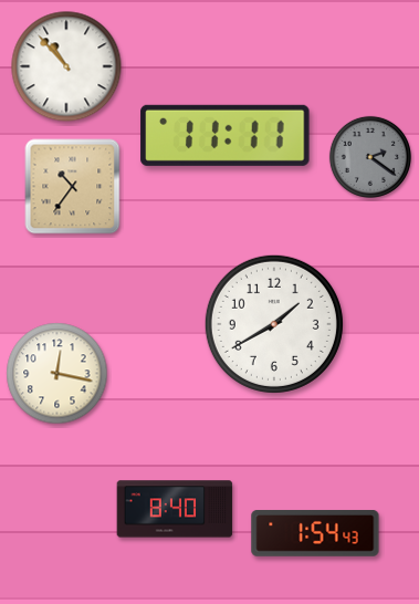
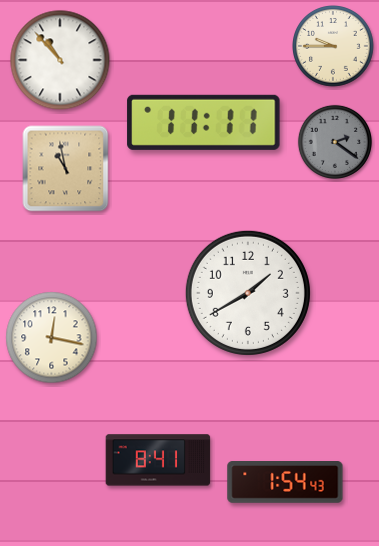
clock at (334, 47): none -> 9:45
clock at (73, 187): 10:36 -> 10:58
clock at (175, 509): 8:40 -> 8:41
